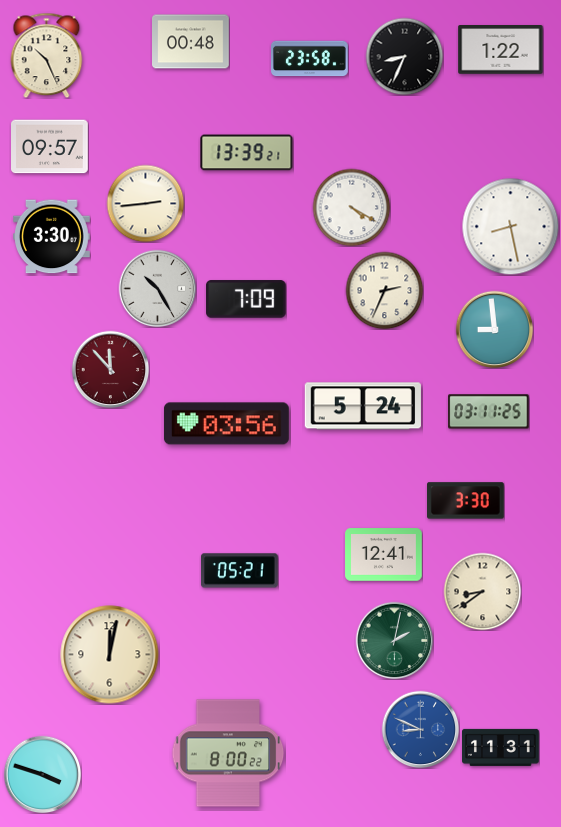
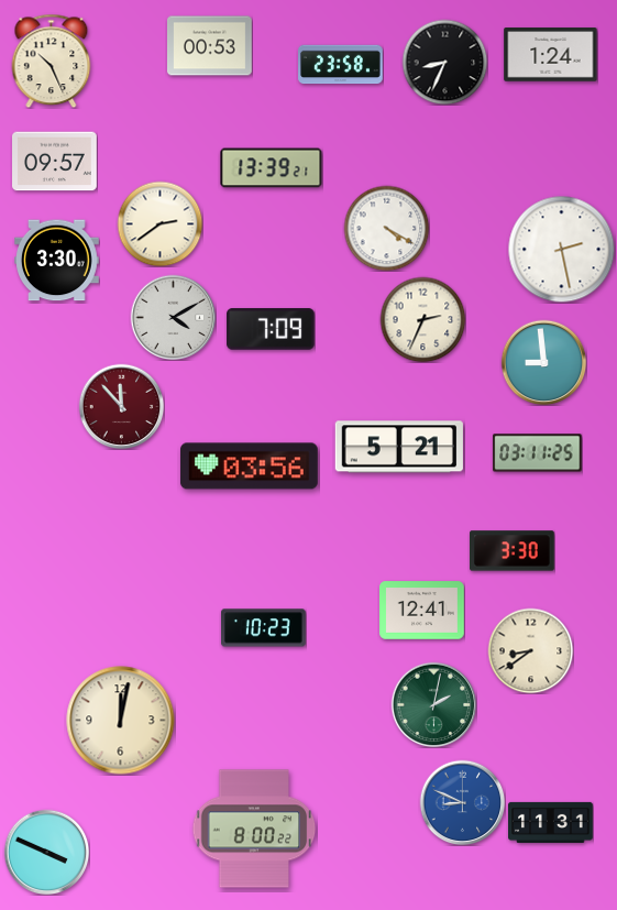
clock at (191, 42): 00:48 -> 00:53
clock at (501, 50): 1:22 -> 1:24
clock at (145, 203): 2:44 -> 2:39
clock at (510, 226): 8:28 -> 2:28
clock at (157, 288): 10:25 -> 4:10
clock at (363, 406): 5:24 -> 5:21
clock at (239, 571): 05:21 -> 10:23
clock at (228, 753) position: (228, 753) -> (254, 829)
clock at (42, 774): 3:48 -> 3:49
